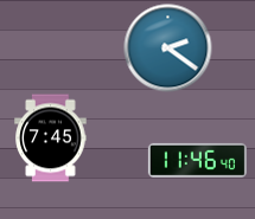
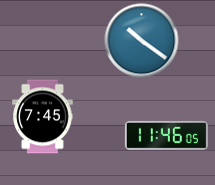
clock at (168, 49): 2:21 -> 10:21
clock at (197, 160): 11:46:40 -> 11:46:05
